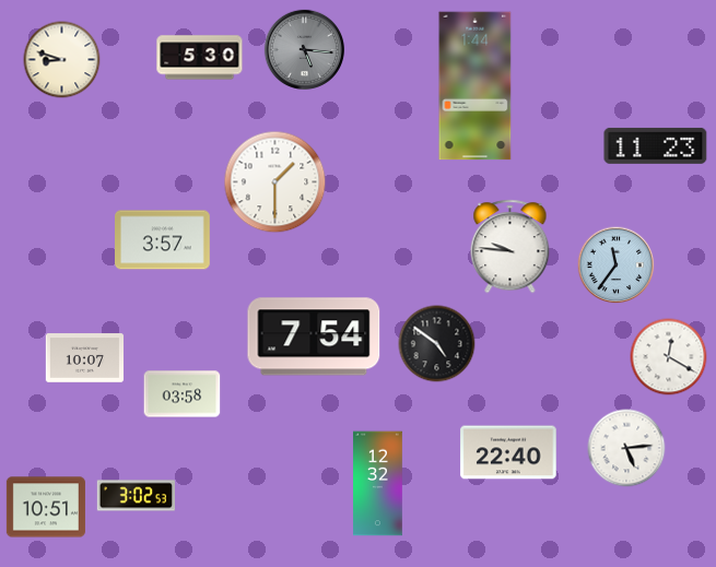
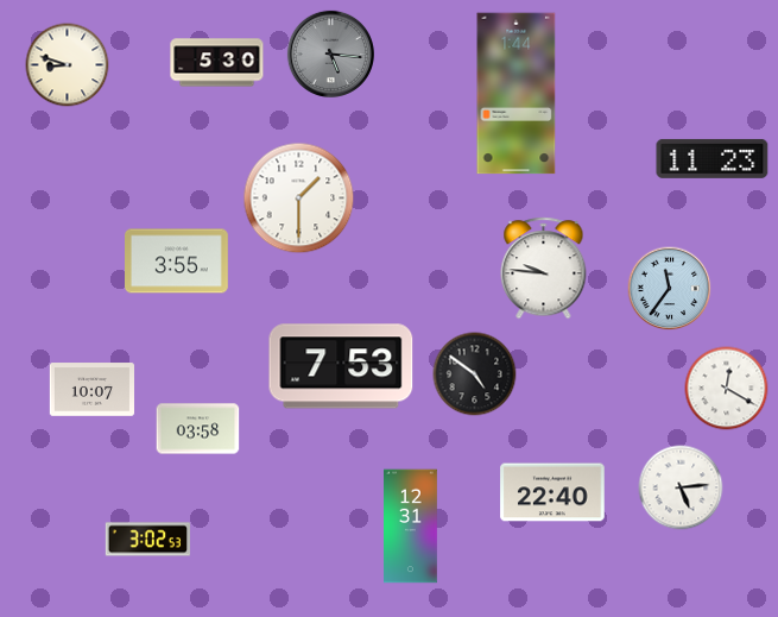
clock at (163, 240): 3:57 -> 3:55
clock at (510, 247) position: (510, 247) -> (544, 269)
clock at (314, 336): 7:54 -> 7:53
clock at (378, 484): 12:32 -> 12:31
clock at (46, 507): 10:51 -> none
